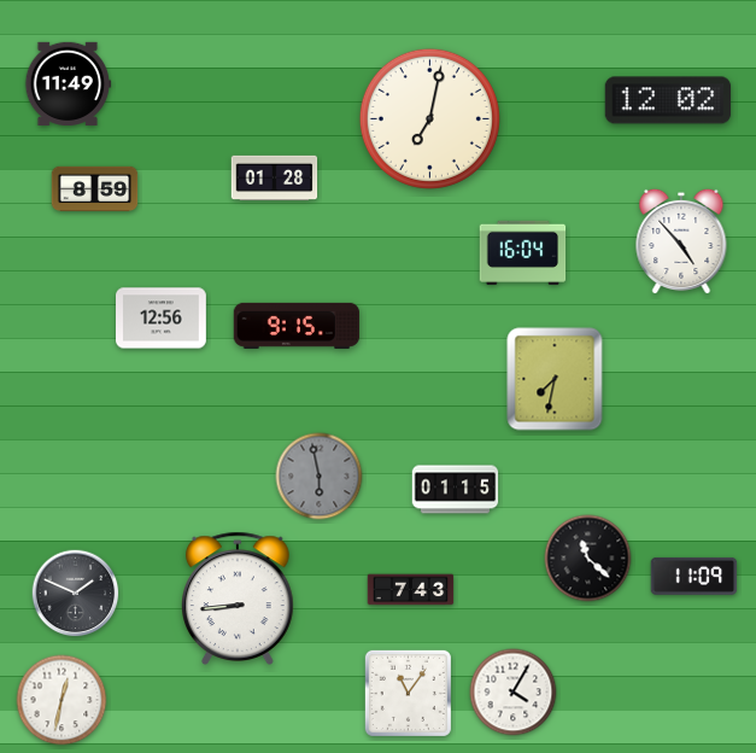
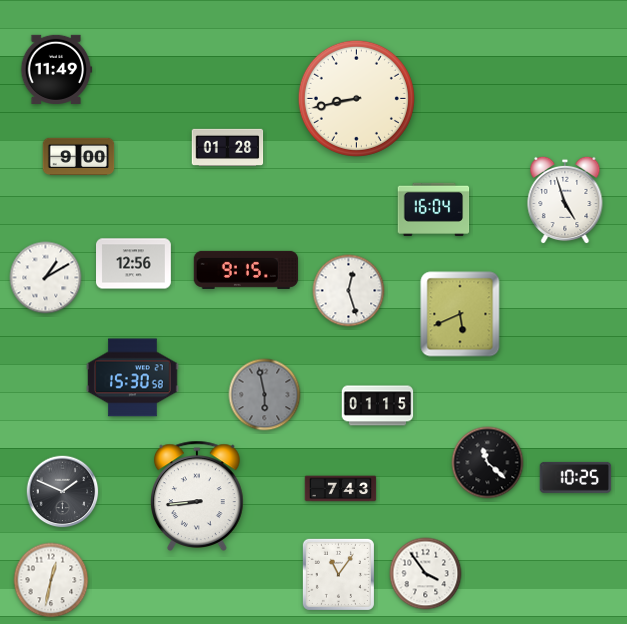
clock at (668, 100): 12:02 -> none
clock at (429, 118): 7:02 -> 8:43
clock at (95, 189): 8:59 -> 9:00
clock at (681, 241): 4:53 -> 4:57
clock at (46, 278): none -> 1:10
clock at (349, 291): none -> 12:27
clock at (555, 379): 7:32 -> 5:41
clock at (133, 378): none -> 15:30
clock at (695, 576): 11:09 -> 10:25
clock at (514, 693): 4:05 -> 3:54
